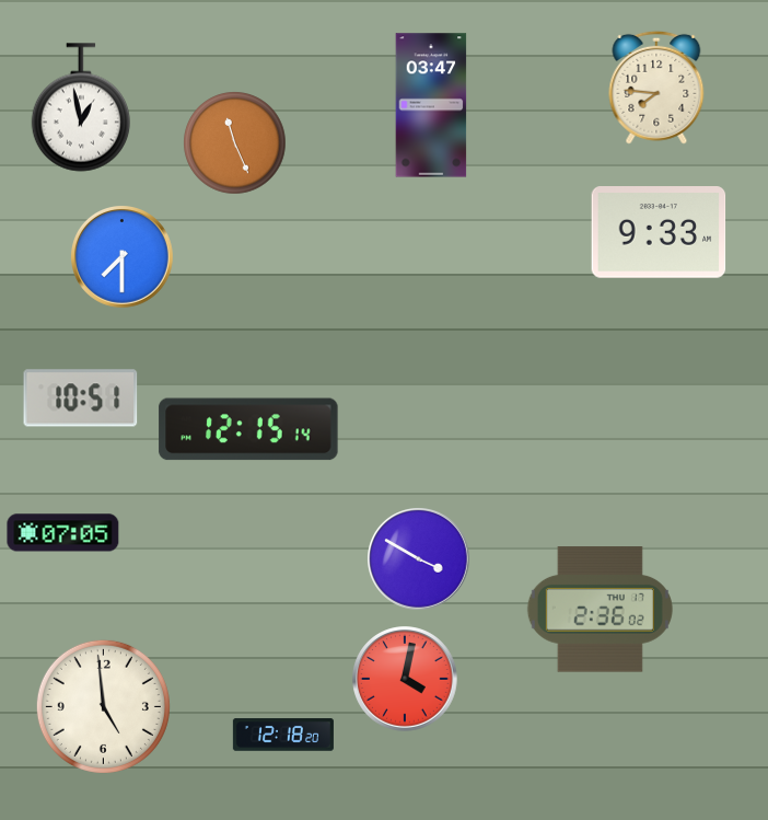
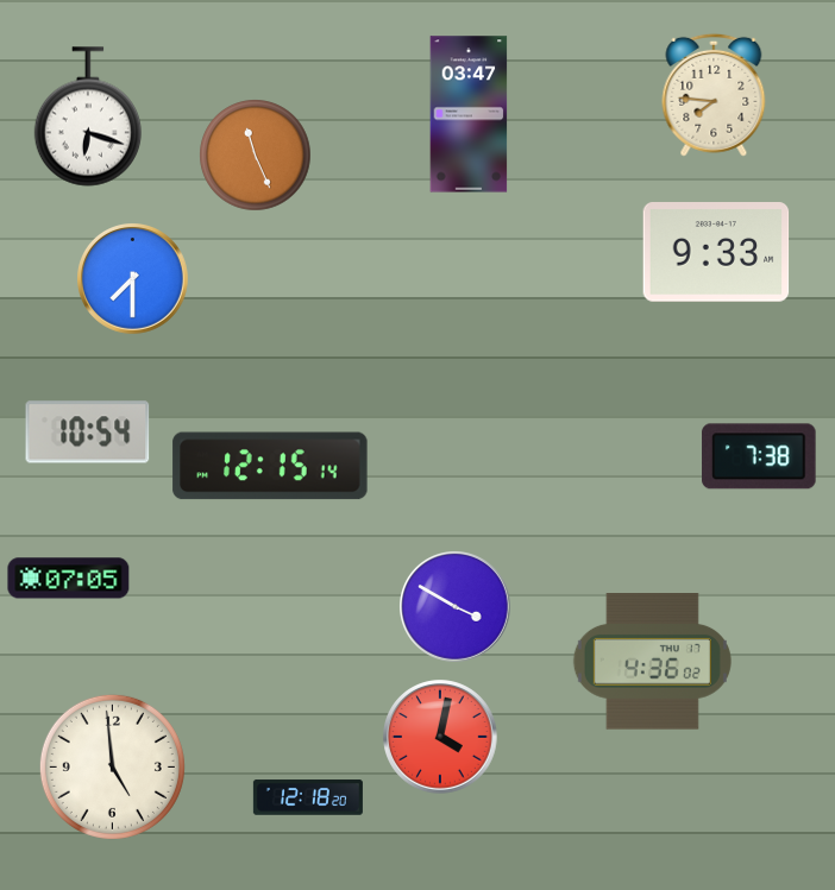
clock at (80, 107): 12:58 -> 6:18
clock at (81, 399): 10:51 -> 10:54
clock at (759, 456): none -> 7:38
clock at (600, 610): 2:36 -> 4:36
